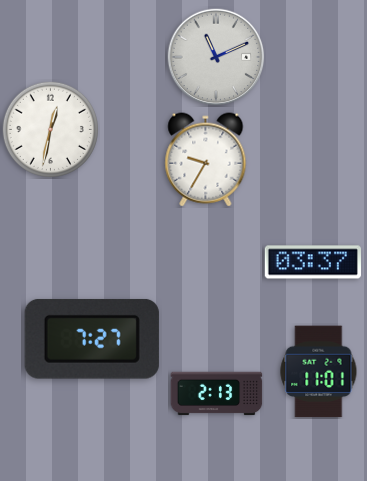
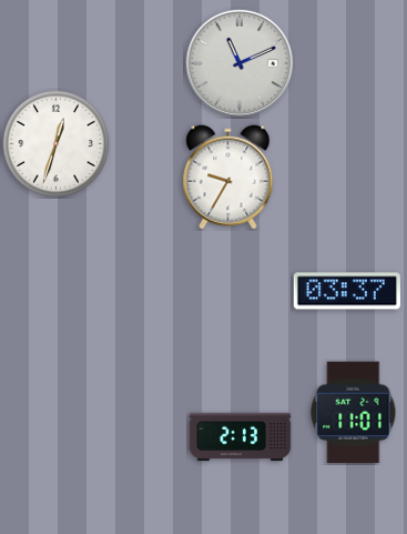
clock at (50, 129): 12:32 -> 12:33
clock at (92, 339): 7:27 -> none
